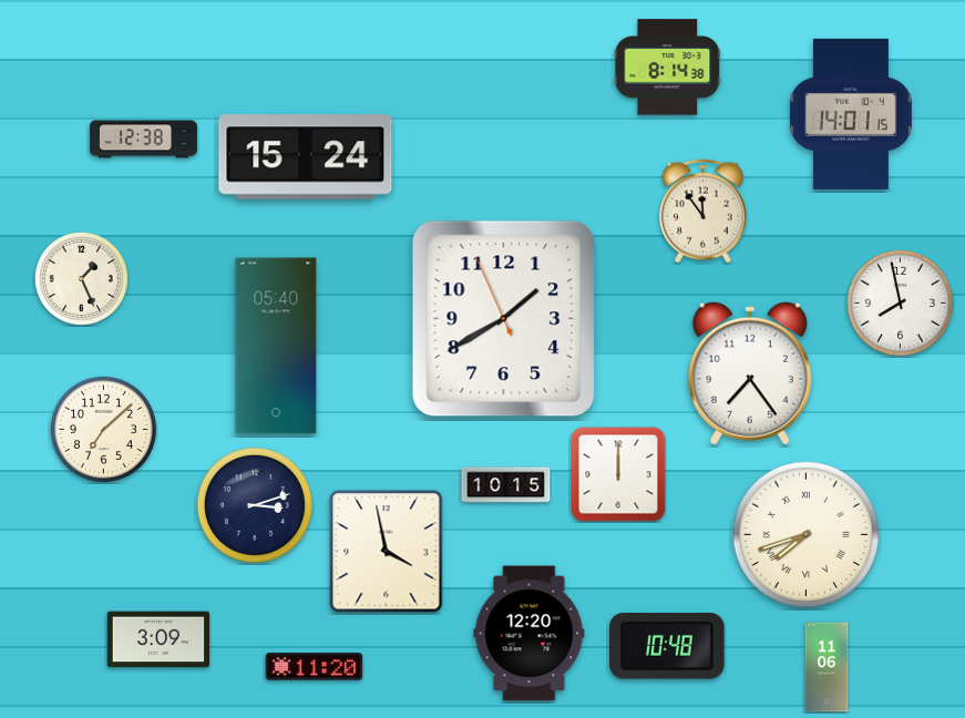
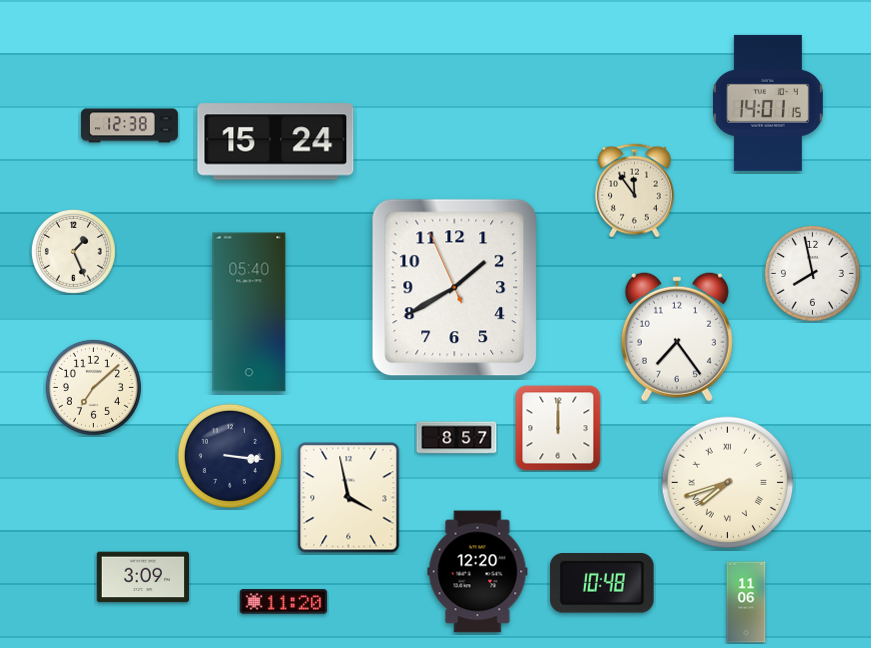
clock at (668, 68): 8:14 -> none
clock at (506, 485): 10:15 -> 8:57
clock at (255, 505): 3:12 -> 3:16
